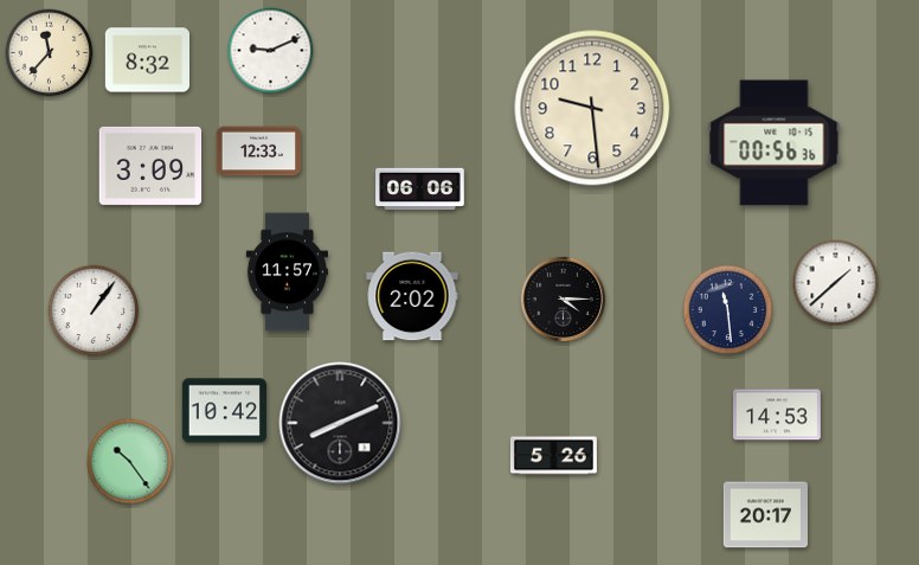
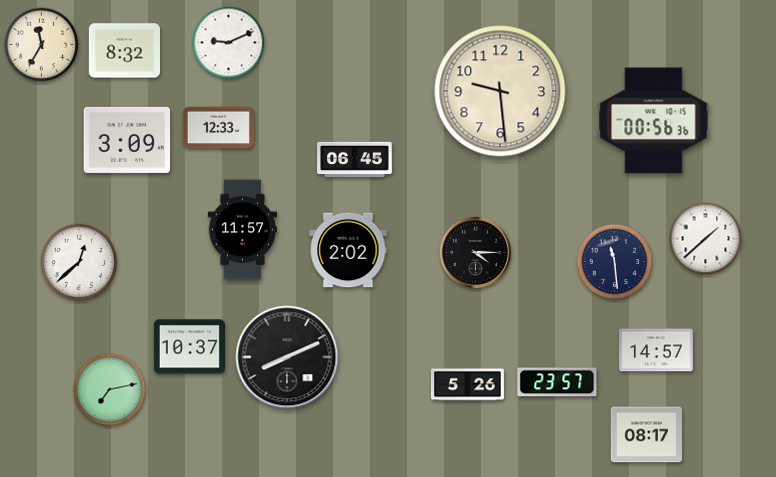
clock at (50, 53): 11:37 -> 11:35
clock at (420, 190): 06:06 -> 06:45
clock at (94, 310): 1:06 -> 12:38
clock at (224, 411): 10:42 -> 10:37
clock at (778, 415): 14:53 -> 14:57
clock at (557, 382): none -> 23:57
clock at (130, 462): 10:24 -> 7:13
clock at (765, 515): 20:17 -> 08:17
